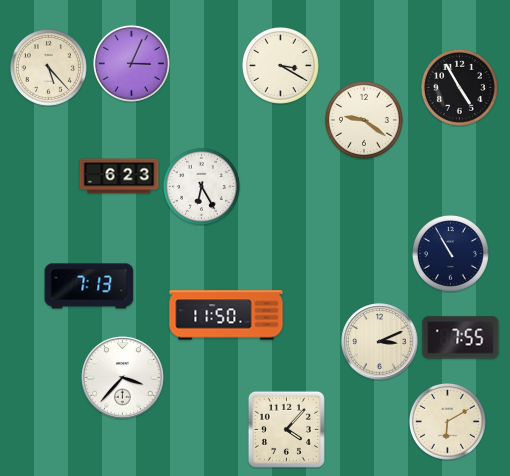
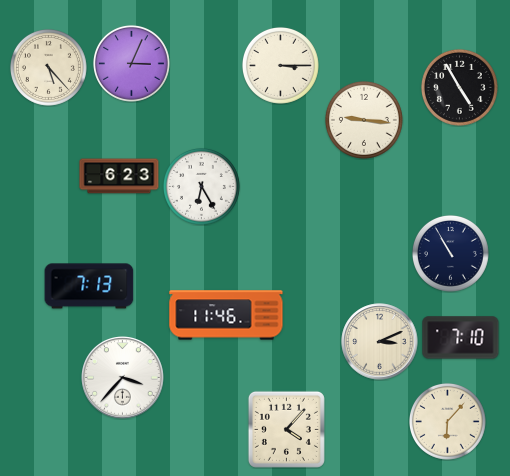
clock at (280, 65): 3:20 -> 3:15
clock at (364, 120): 9:21 -> 9:16
clock at (226, 315): 11:50 -> 11:46
clock at (461, 338): 7:55 -> 7:10
clock at (447, 421): 6:10 -> 6:07
